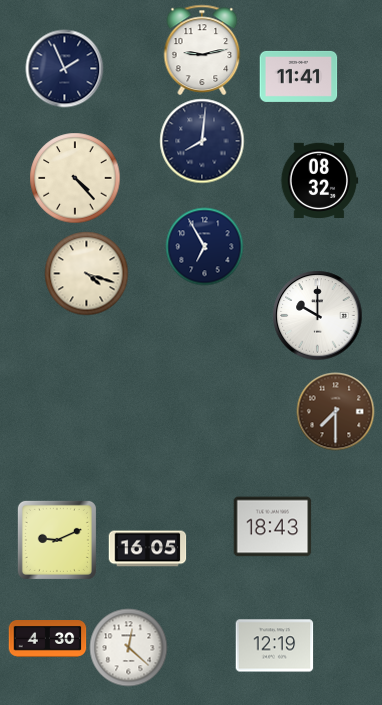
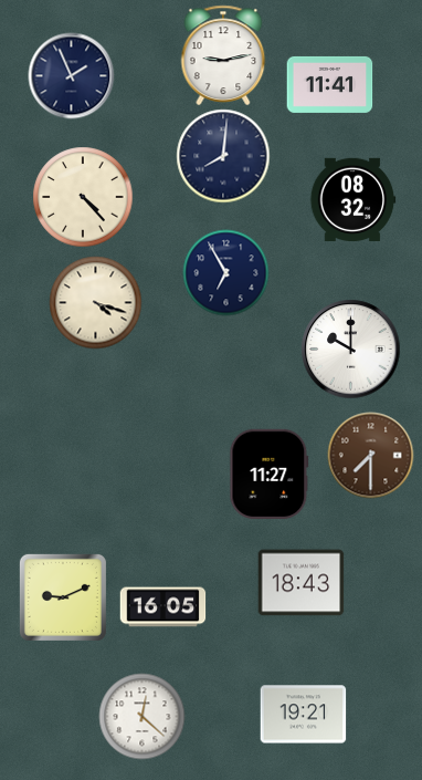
clock at (270, 474): none -> 11:27
clock at (47, 639): 4:30 -> none
clock at (274, 646): 12:19 -> 19:21
